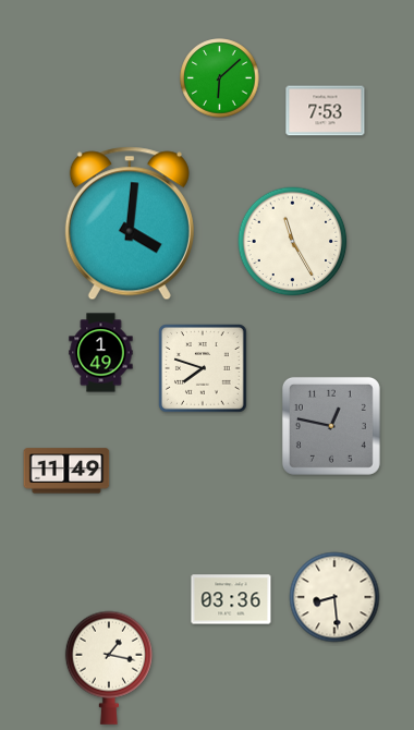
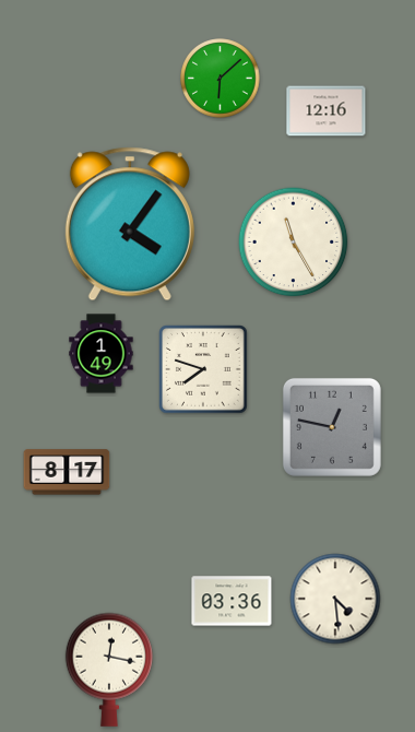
clock at (326, 111): 7:53 -> 12:16
clock at (130, 223): 4:01 -> 4:06
clock at (66, 471): 11:49 -> 8:17
clock at (334, 597): 8:29 -> 4:29
clock at (109, 668): 1:17 -> 12:17
